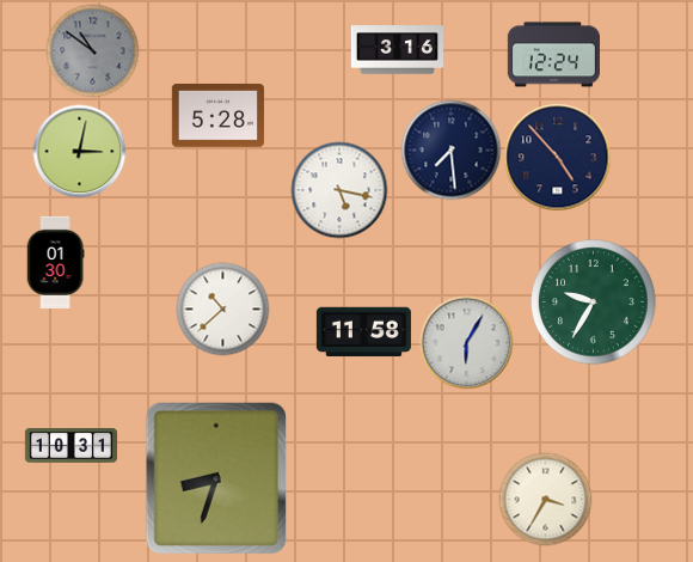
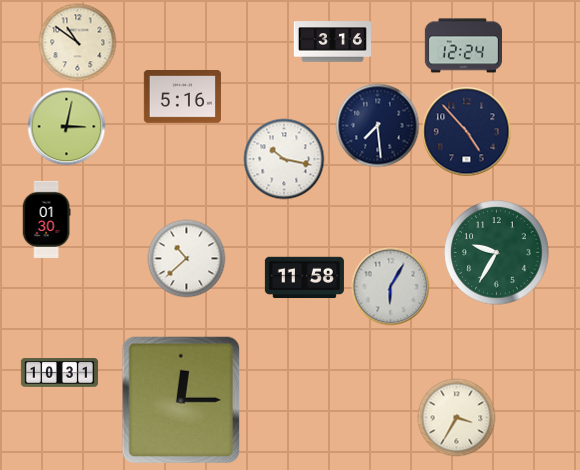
clock at (92, 50) dial: grey -> cream
clock at (217, 116): 5:28 -> 5:16
clock at (339, 190): 5:17 -> 10:17
clock at (216, 478): 8:33 -> 12:15
